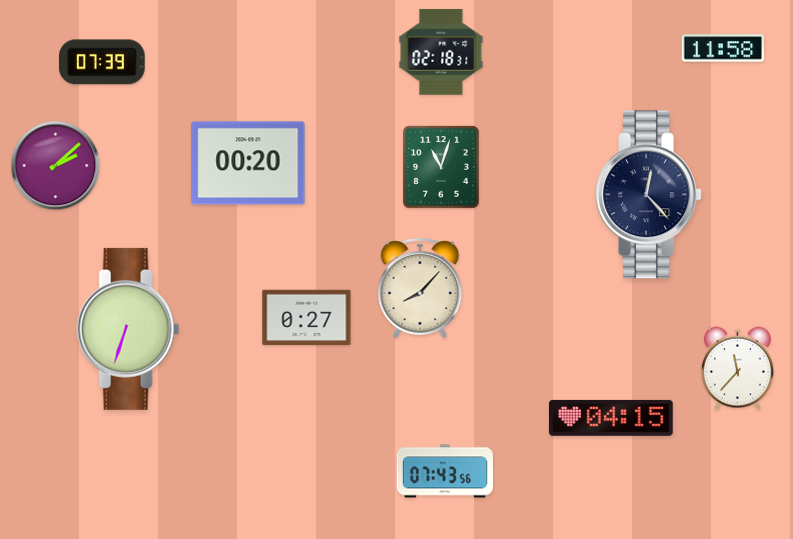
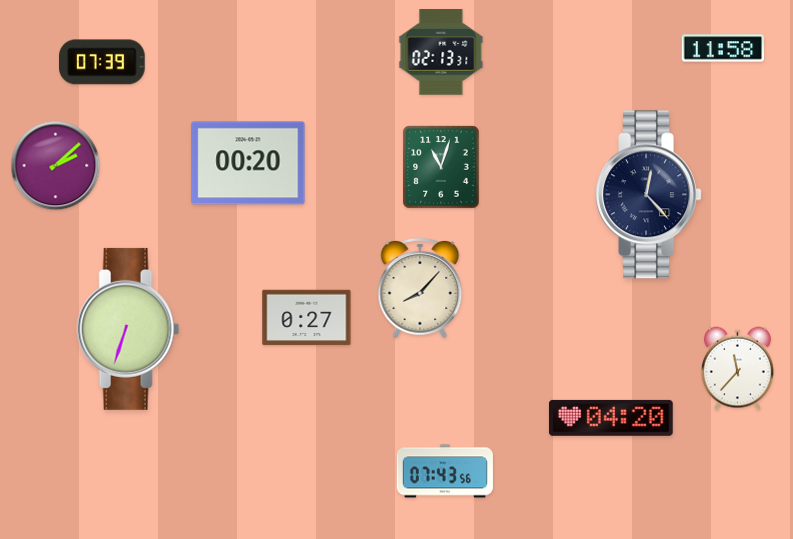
clock at (441, 52): 02:18 -> 02:13
clock at (611, 418): 04:15 -> 04:20
